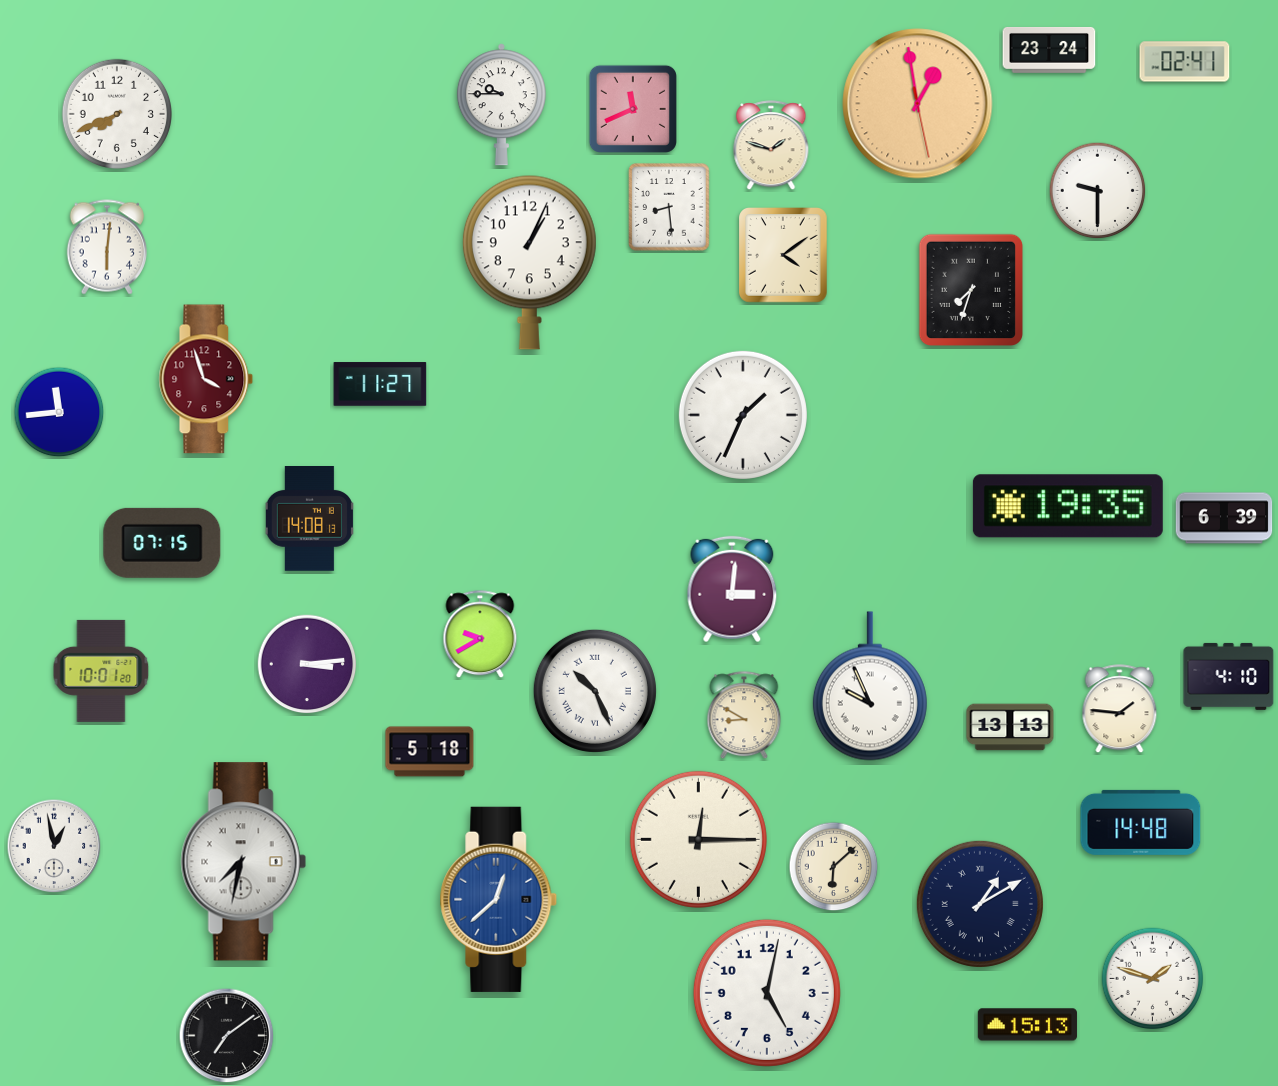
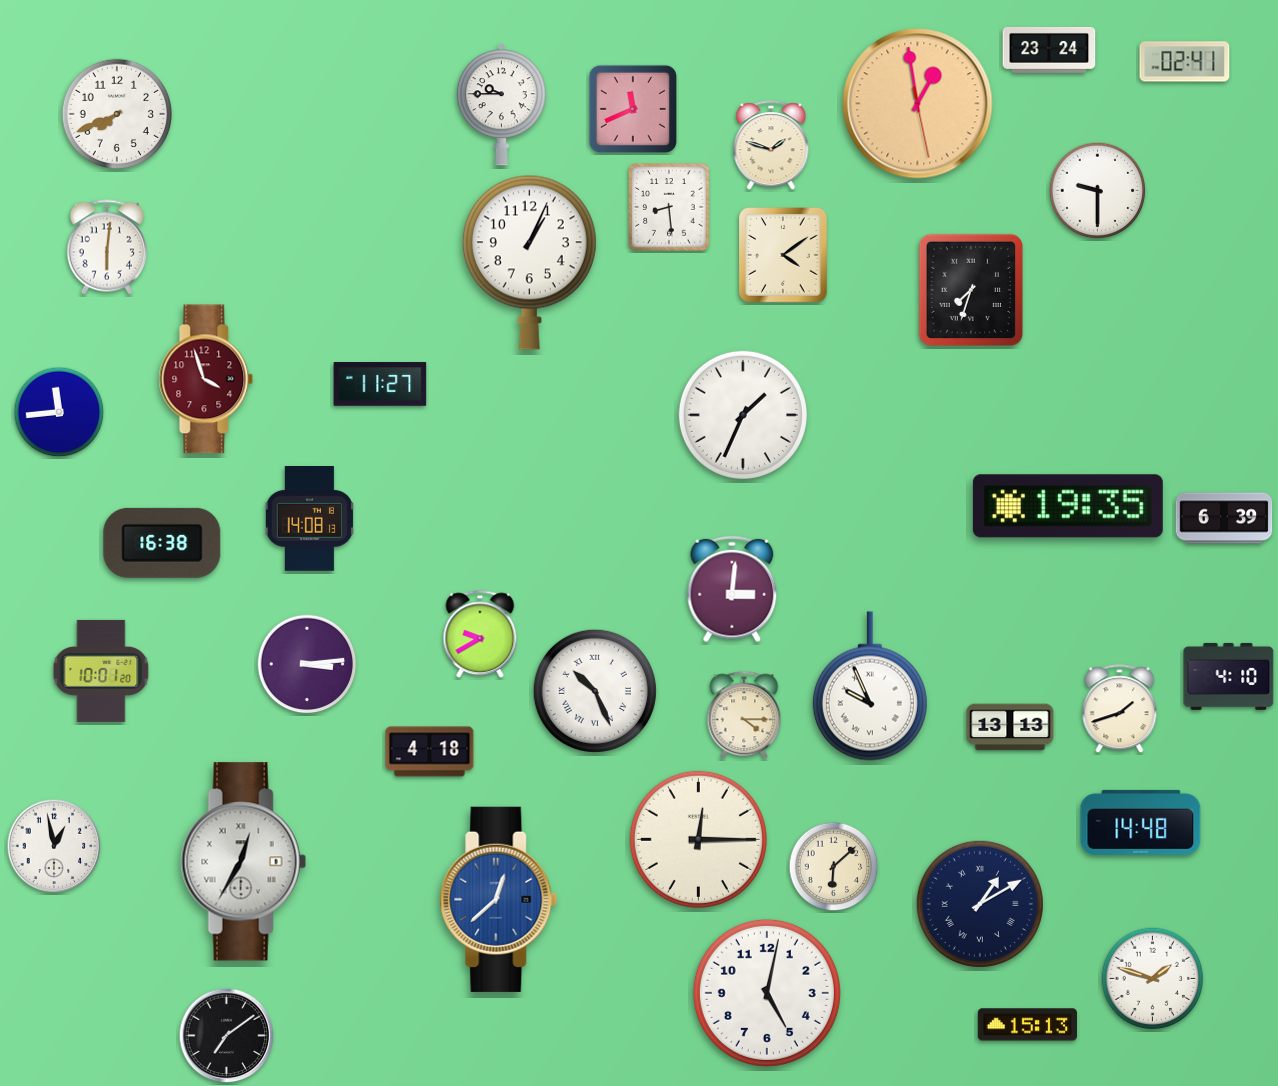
clock at (162, 543): 07:15 -> 16:38
clock at (1120, 709): 1:46 -> 1:42
clock at (744, 716): 8:50 -> 4:15
clock at (430, 752): 5:18 -> 4:18
clock at (243, 862): 7:32 -> 12:35
